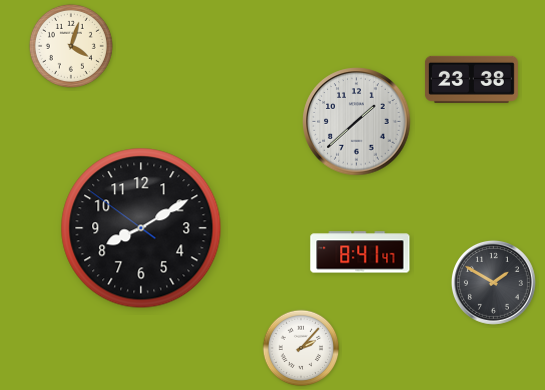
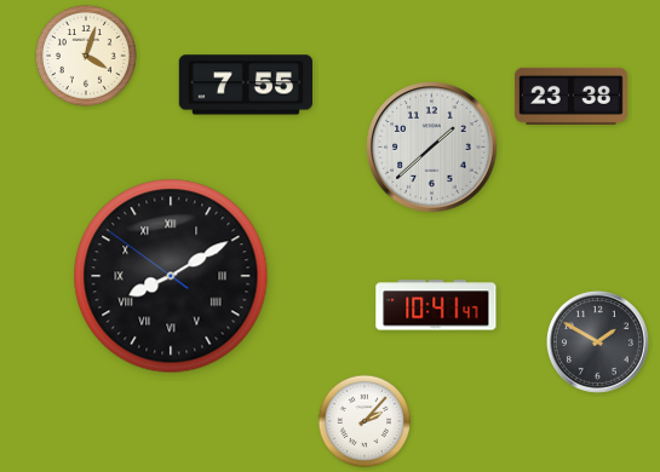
clock at (246, 85): none -> 7:55
clock at (141, 228) numerals: Arabic -> Roman
clock at (360, 252): 8:41 -> 10:41
